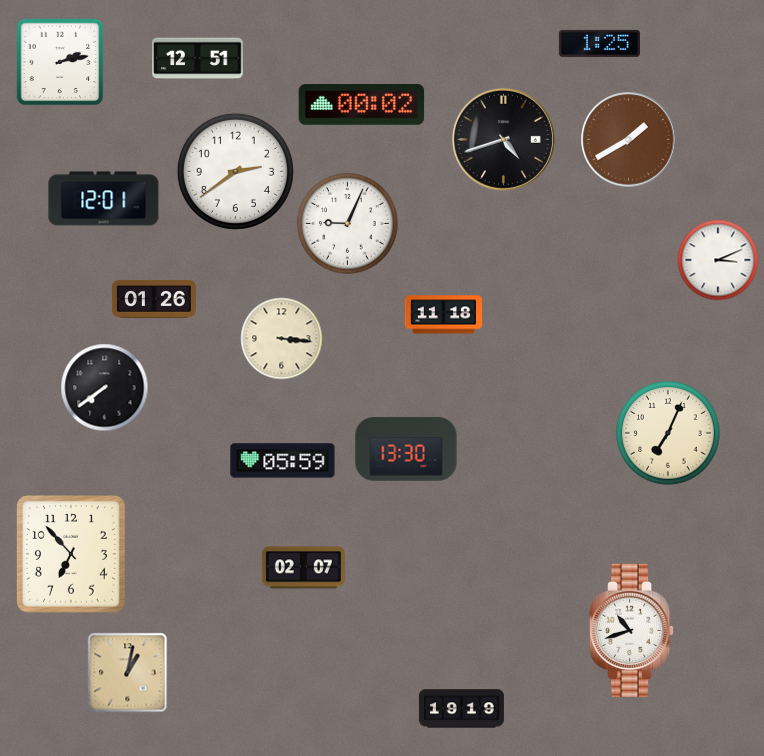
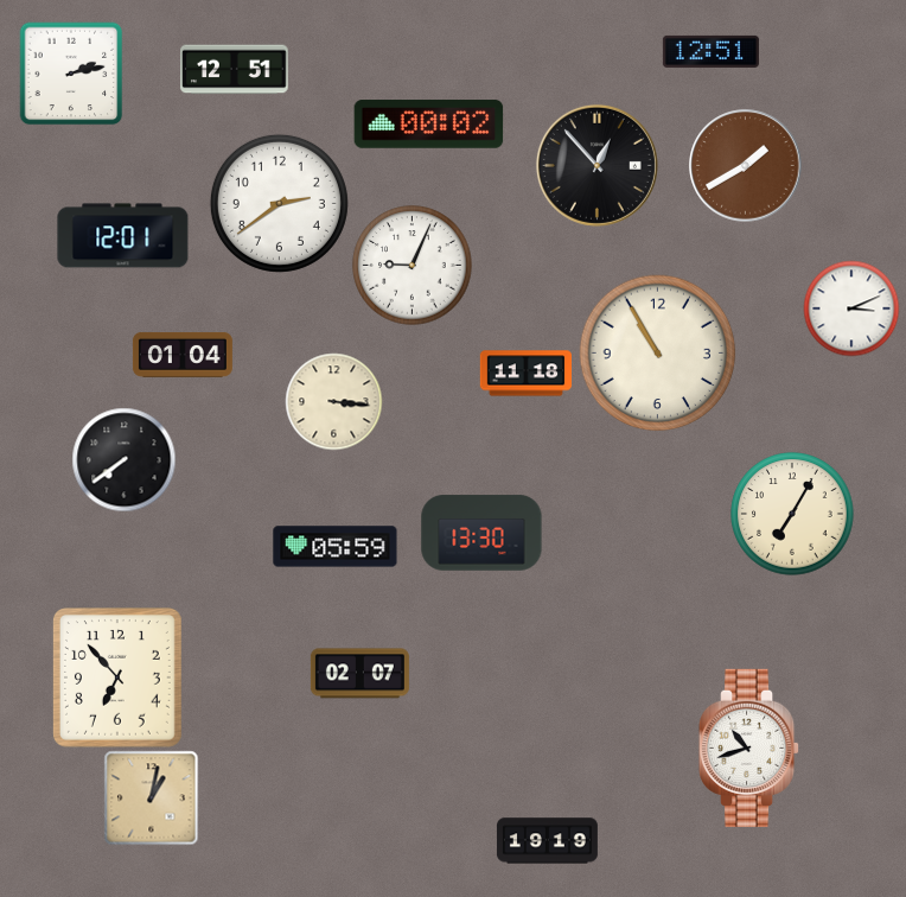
clock at (599, 43): 1:25 -> 12:51
clock at (503, 139): 4:42 -> 12:53
clock at (658, 354): none -> 10:55
clock at (154, 299): 01:26 -> 01:04
clock at (668, 433): 7:04 -> 7:05
clock at (71, 555) position: (71, 555) -> (117, 679)
